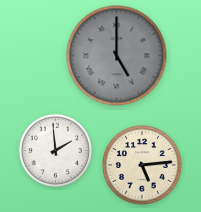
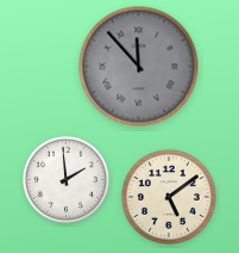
clock at (117, 56): 5:00 -> 11:53
clock at (142, 165): 5:14 -> 5:09
